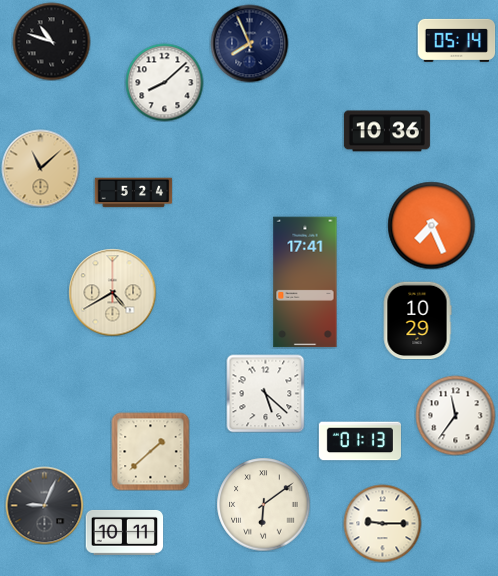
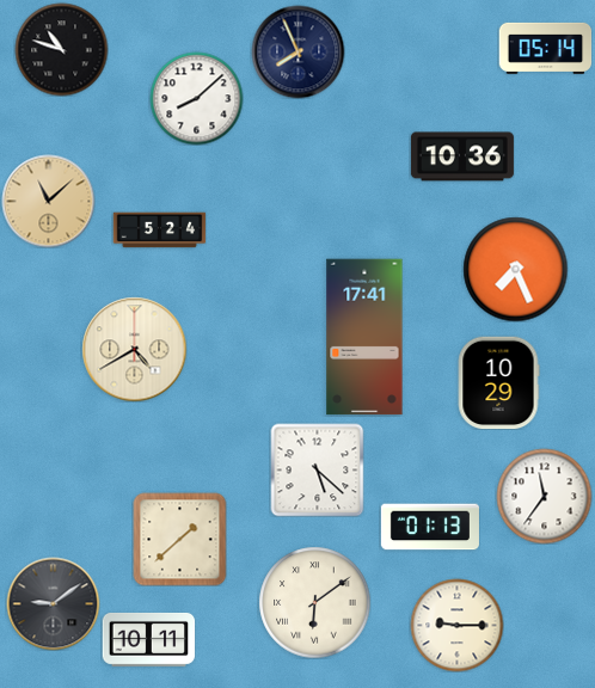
clock at (44, 505): 9:04 -> 9:09
clock at (124, 532) position: (124, 532) -> (148, 639)
